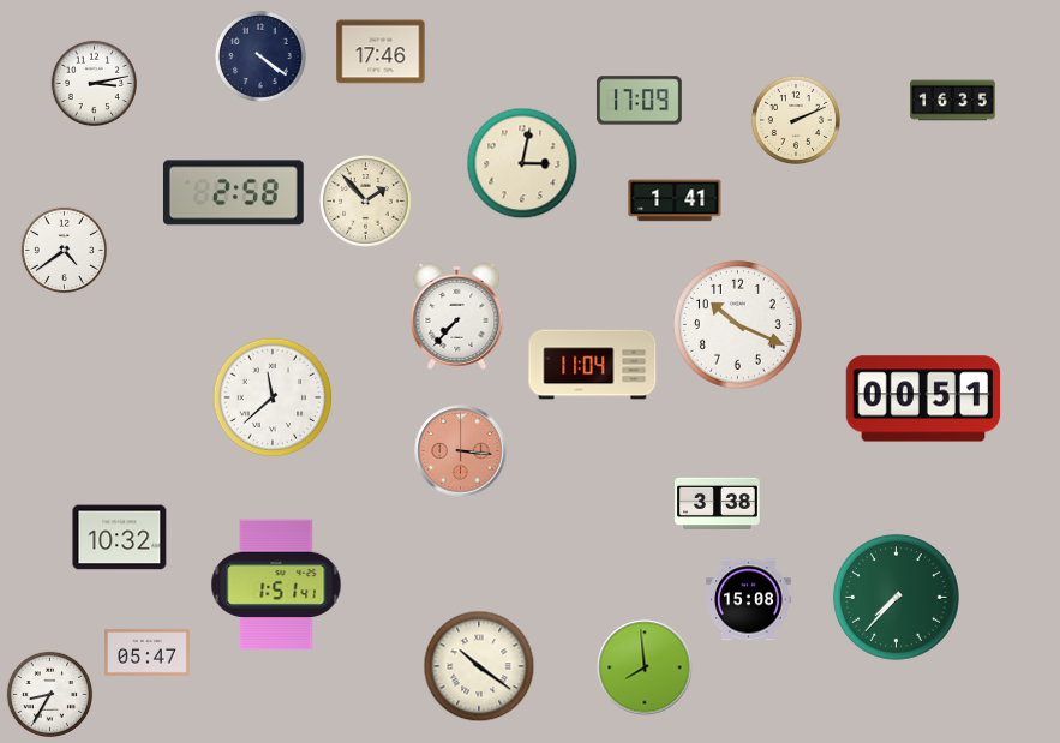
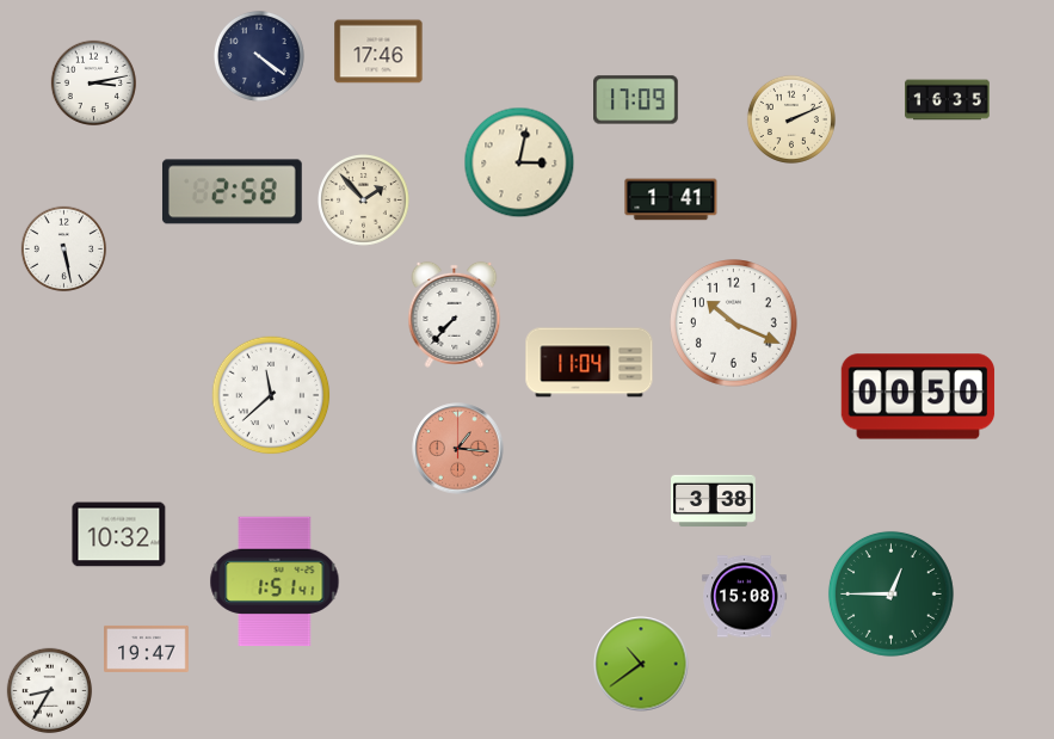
clock at (65, 251): 4:39 -> 5:28
clock at (923, 399): 00:51 -> 00:50
clock at (461, 451): 3:16 -> 1:16
clock at (896, 597): 7:37 -> 12:45
clock at (148, 652): 05:47 -> 19:47
clock at (479, 666): 10:21 -> none
clock at (645, 667): 7:59 -> 10:39
